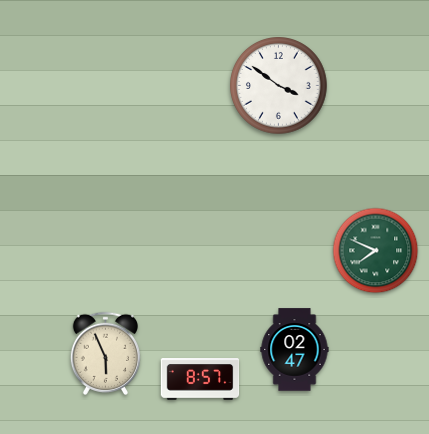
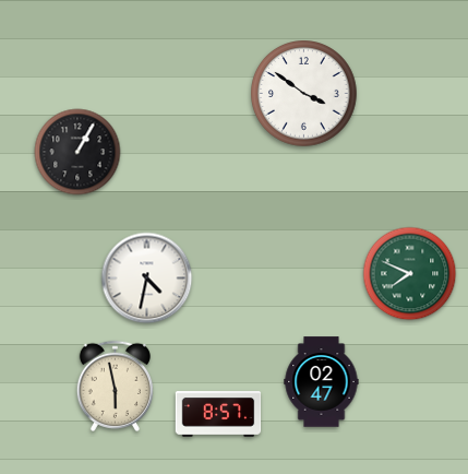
clock at (77, 152): none -> 1:05
clock at (147, 279): none -> 4:32
clock at (105, 353): 5:56 -> 5:58
